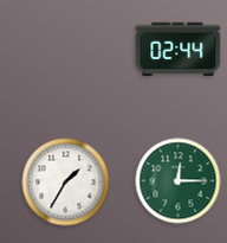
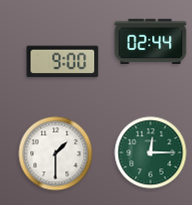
clock at (63, 62): none -> 9:00
clock at (66, 183): 1:35 -> 1:30
